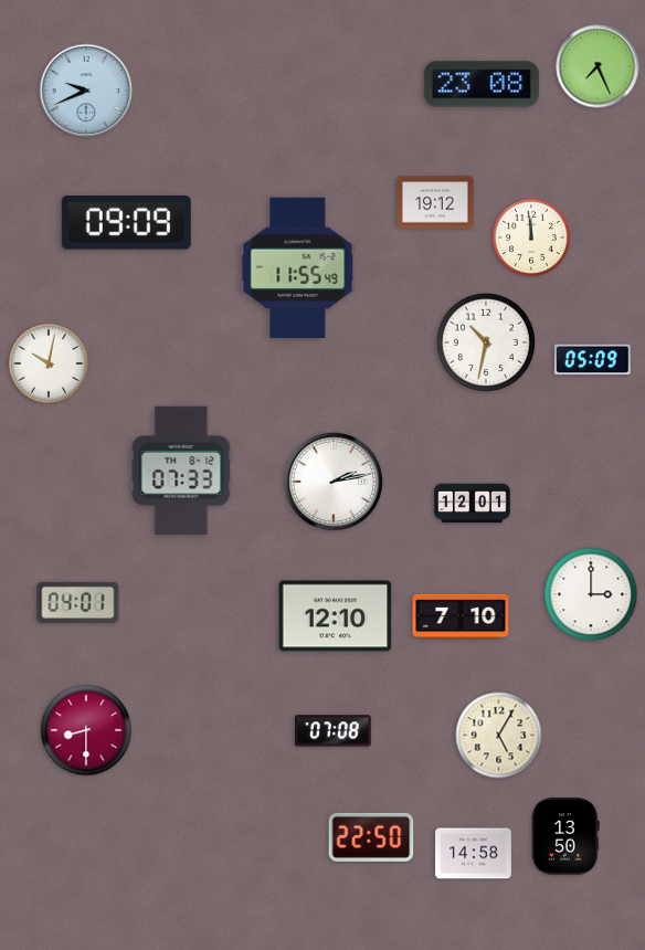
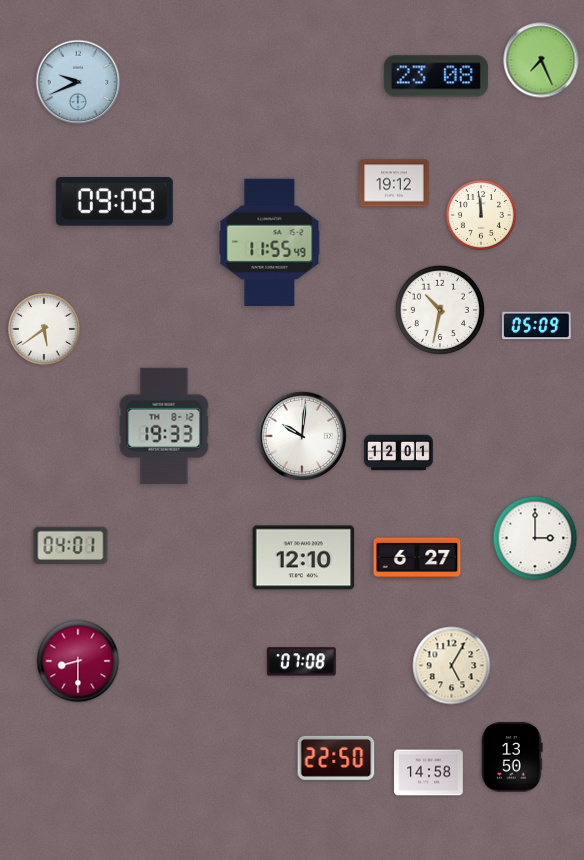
clock at (50, 365): 10:02 -> 5:39
clock at (181, 471): 07:33 -> 19:33
clock at (334, 482): 2:13 -> 10:01
clock at (473, 504) position: (473, 504) -> (399, 453)
clock at (461, 616): 7:10 -> 6:27
